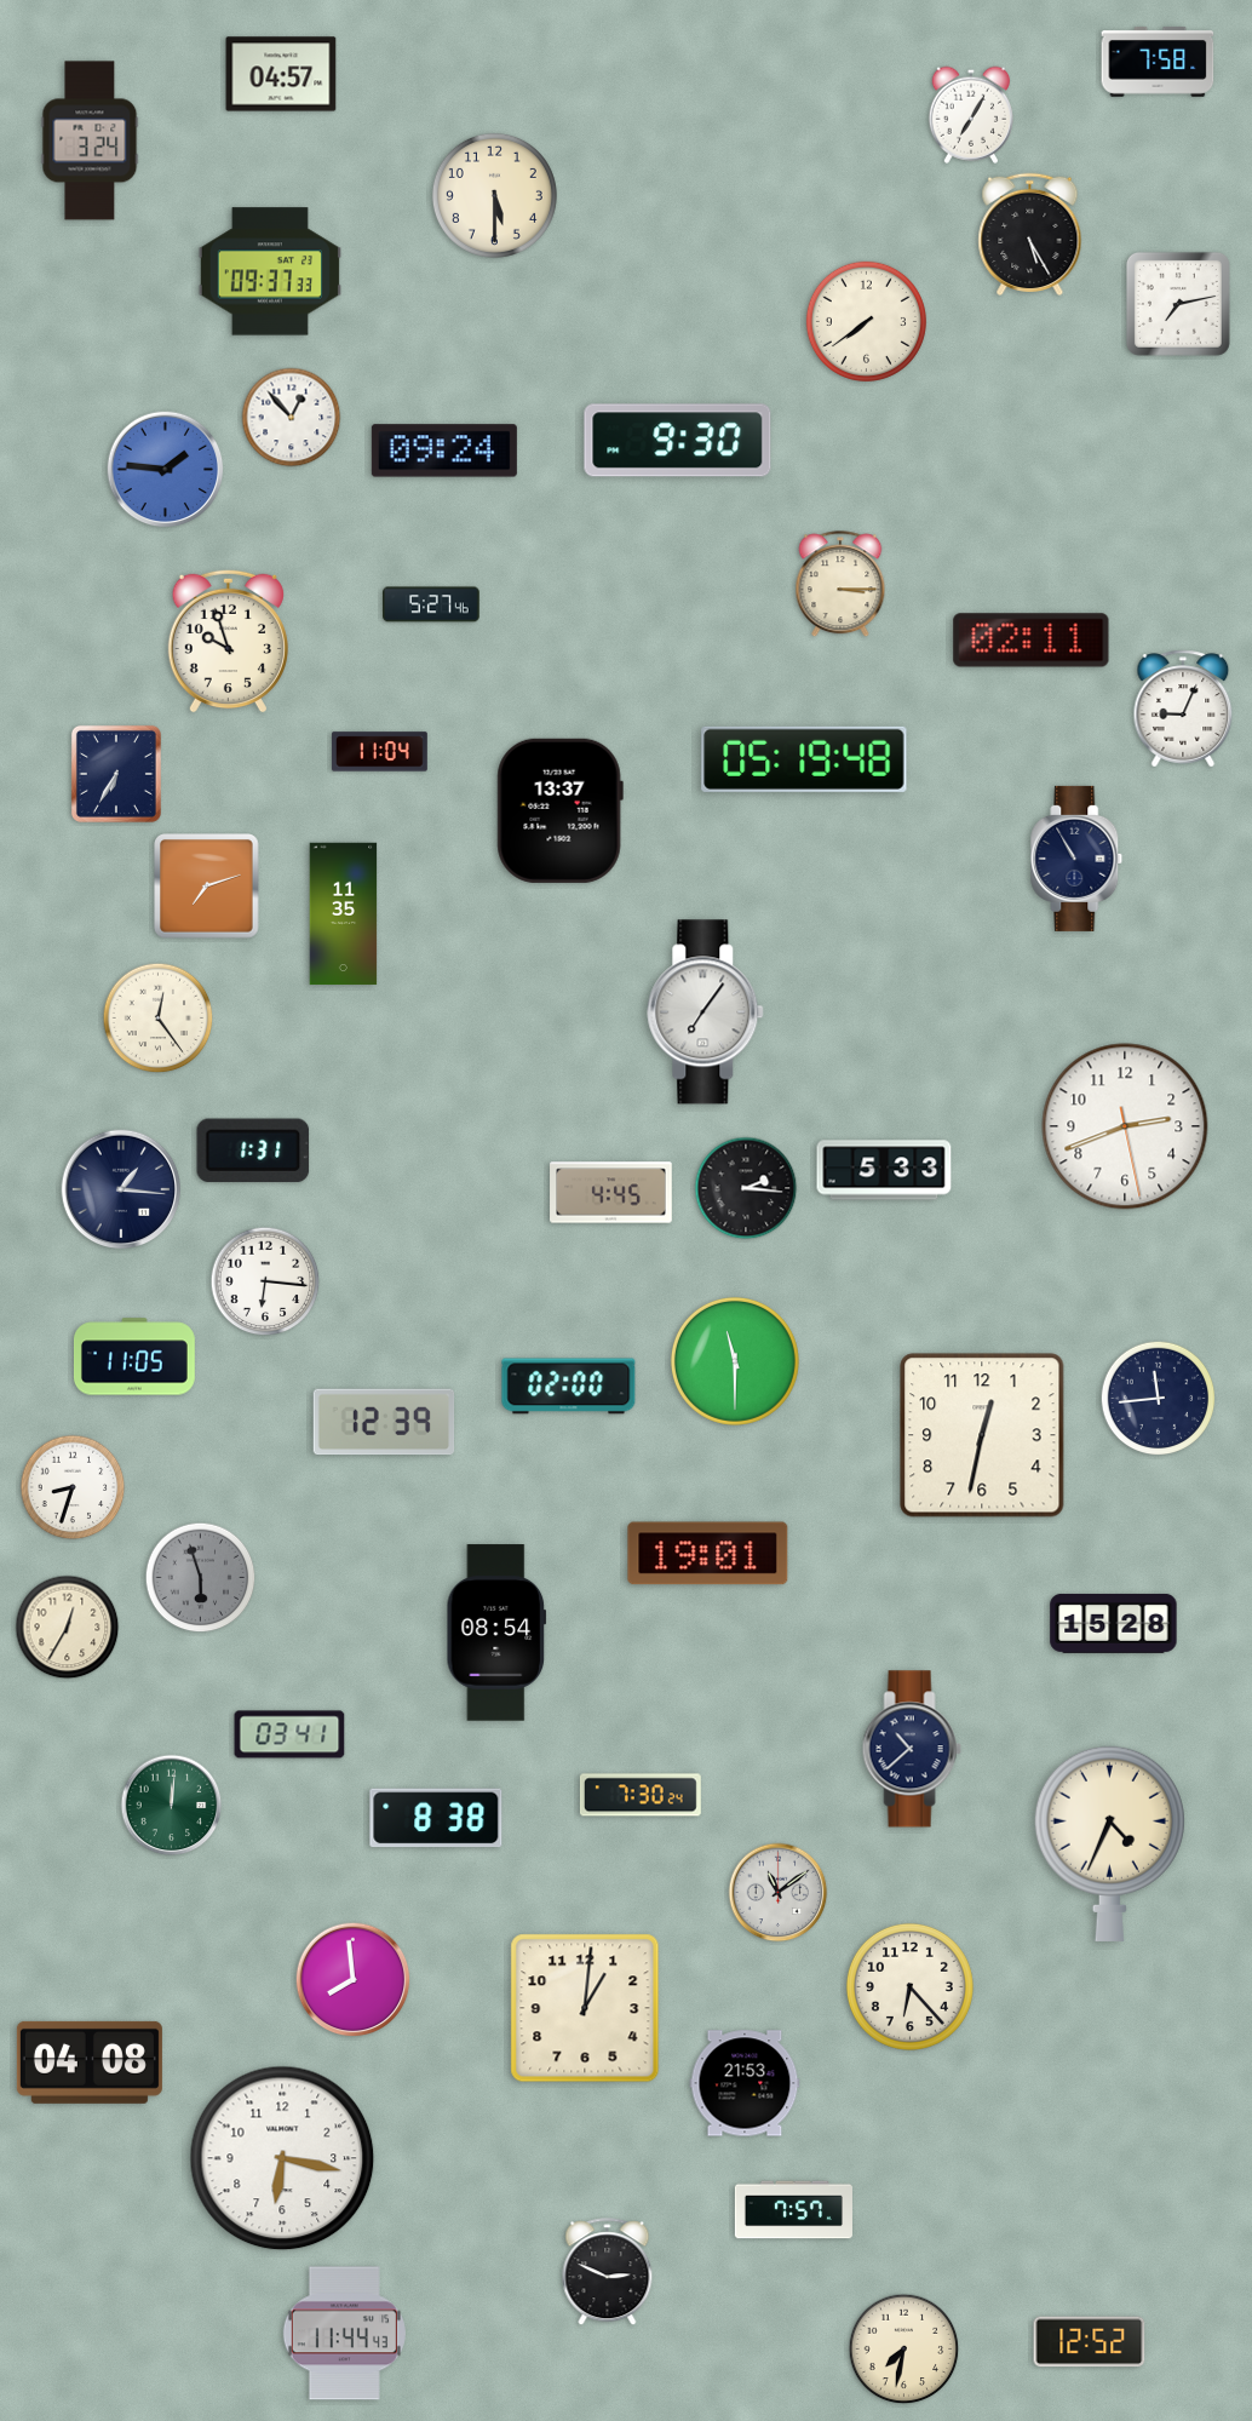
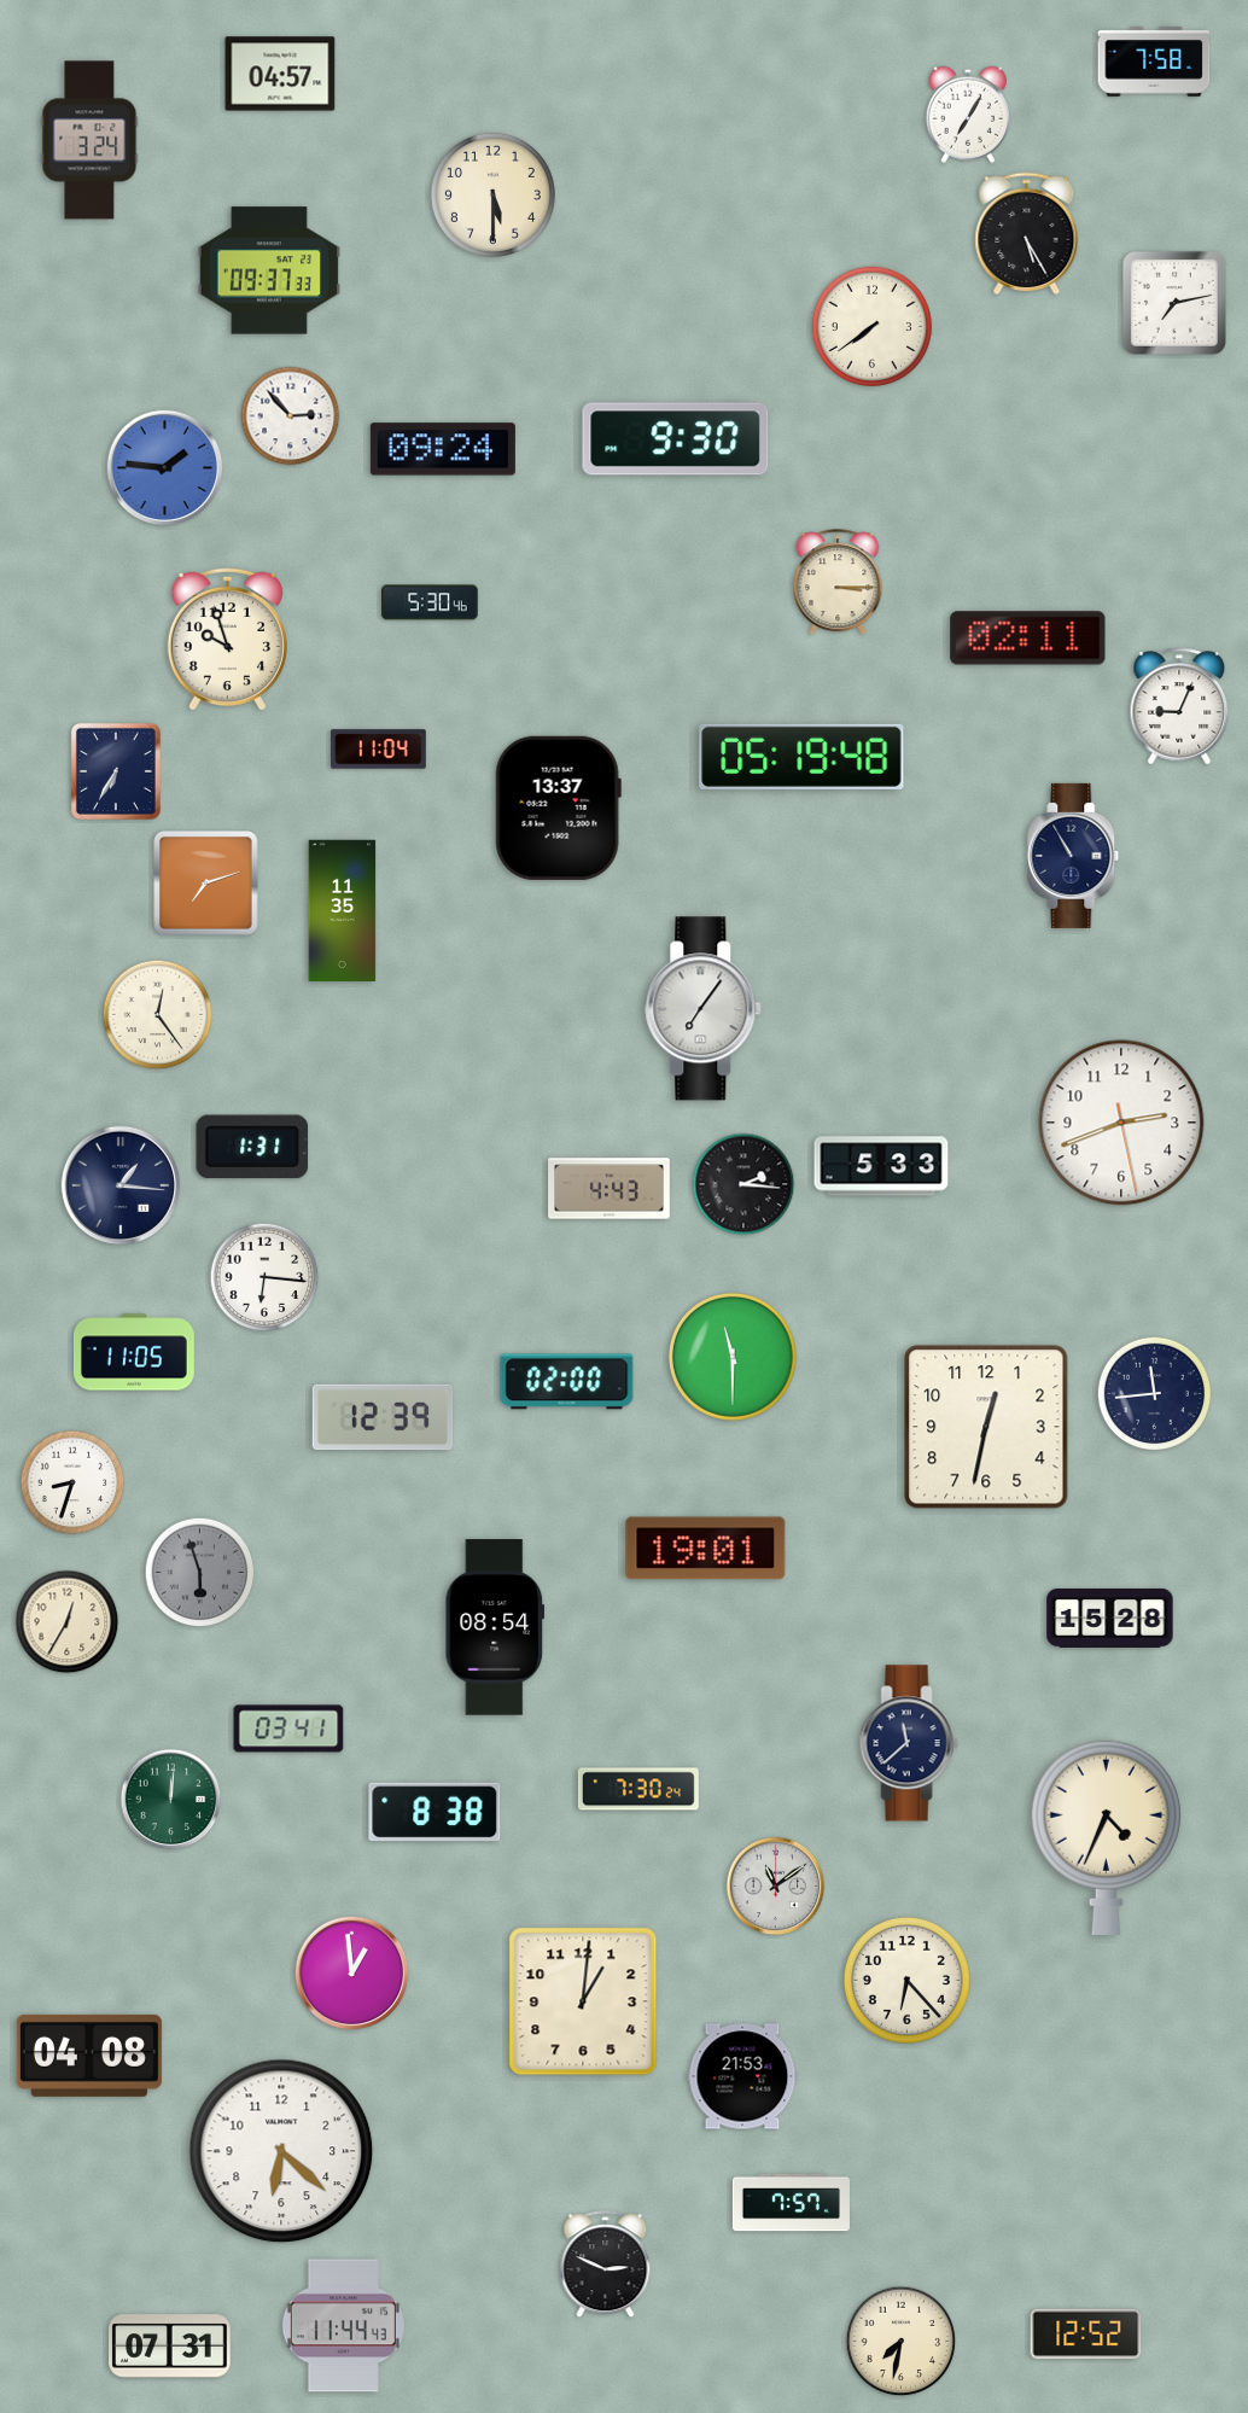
clock at (866, 321) position: (866, 321) -> (871, 326)
clock at (292, 418): 12:53 -> 2:53
clock at (431, 604): 5:27 -> 5:30
clock at (611, 1193): 4:45 -> 4:43
clock at (982, 1435) position: (982, 1435) -> (986, 1427)
clock at (912, 1749): 10:38 -> 11:38
clock at (354, 1980): 7:59 -> 12:59
clock at (282, 2158): 6:17 -> 6:22
clock at (170, 2347): none -> 07:31
